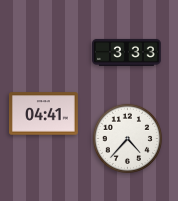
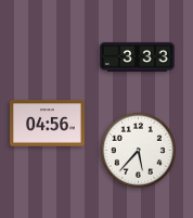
clock at (44, 114): 04:41 -> 04:56
clock at (127, 138): 4:37 -> 5:37
